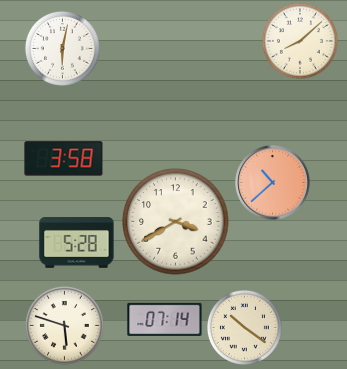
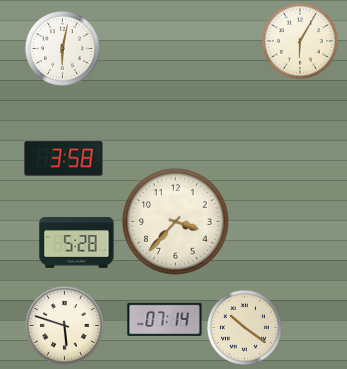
clock at (300, 41): 8:08 -> 6:05
clock at (273, 183): 10:38 -> none
clock at (176, 222): 3:40 -> 3:37
